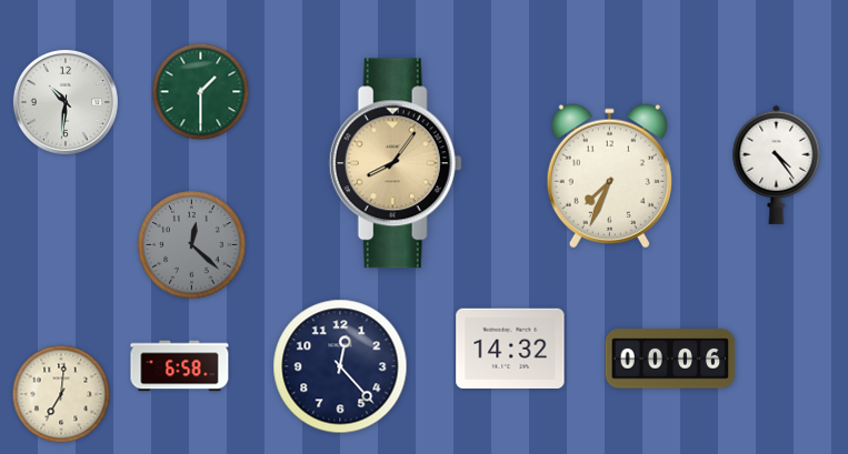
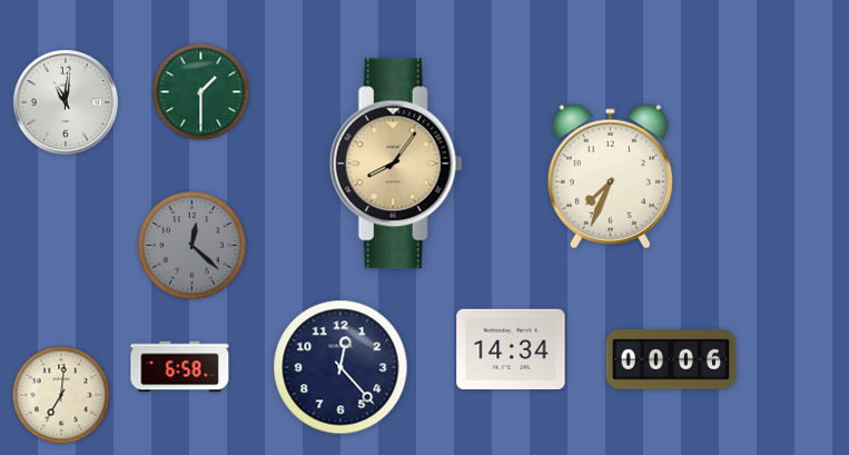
clock at (66, 102): 10:31 -> 11:01
clock at (777, 164): 4:24 -> none
clock at (510, 347): 14:32 -> 14:34
